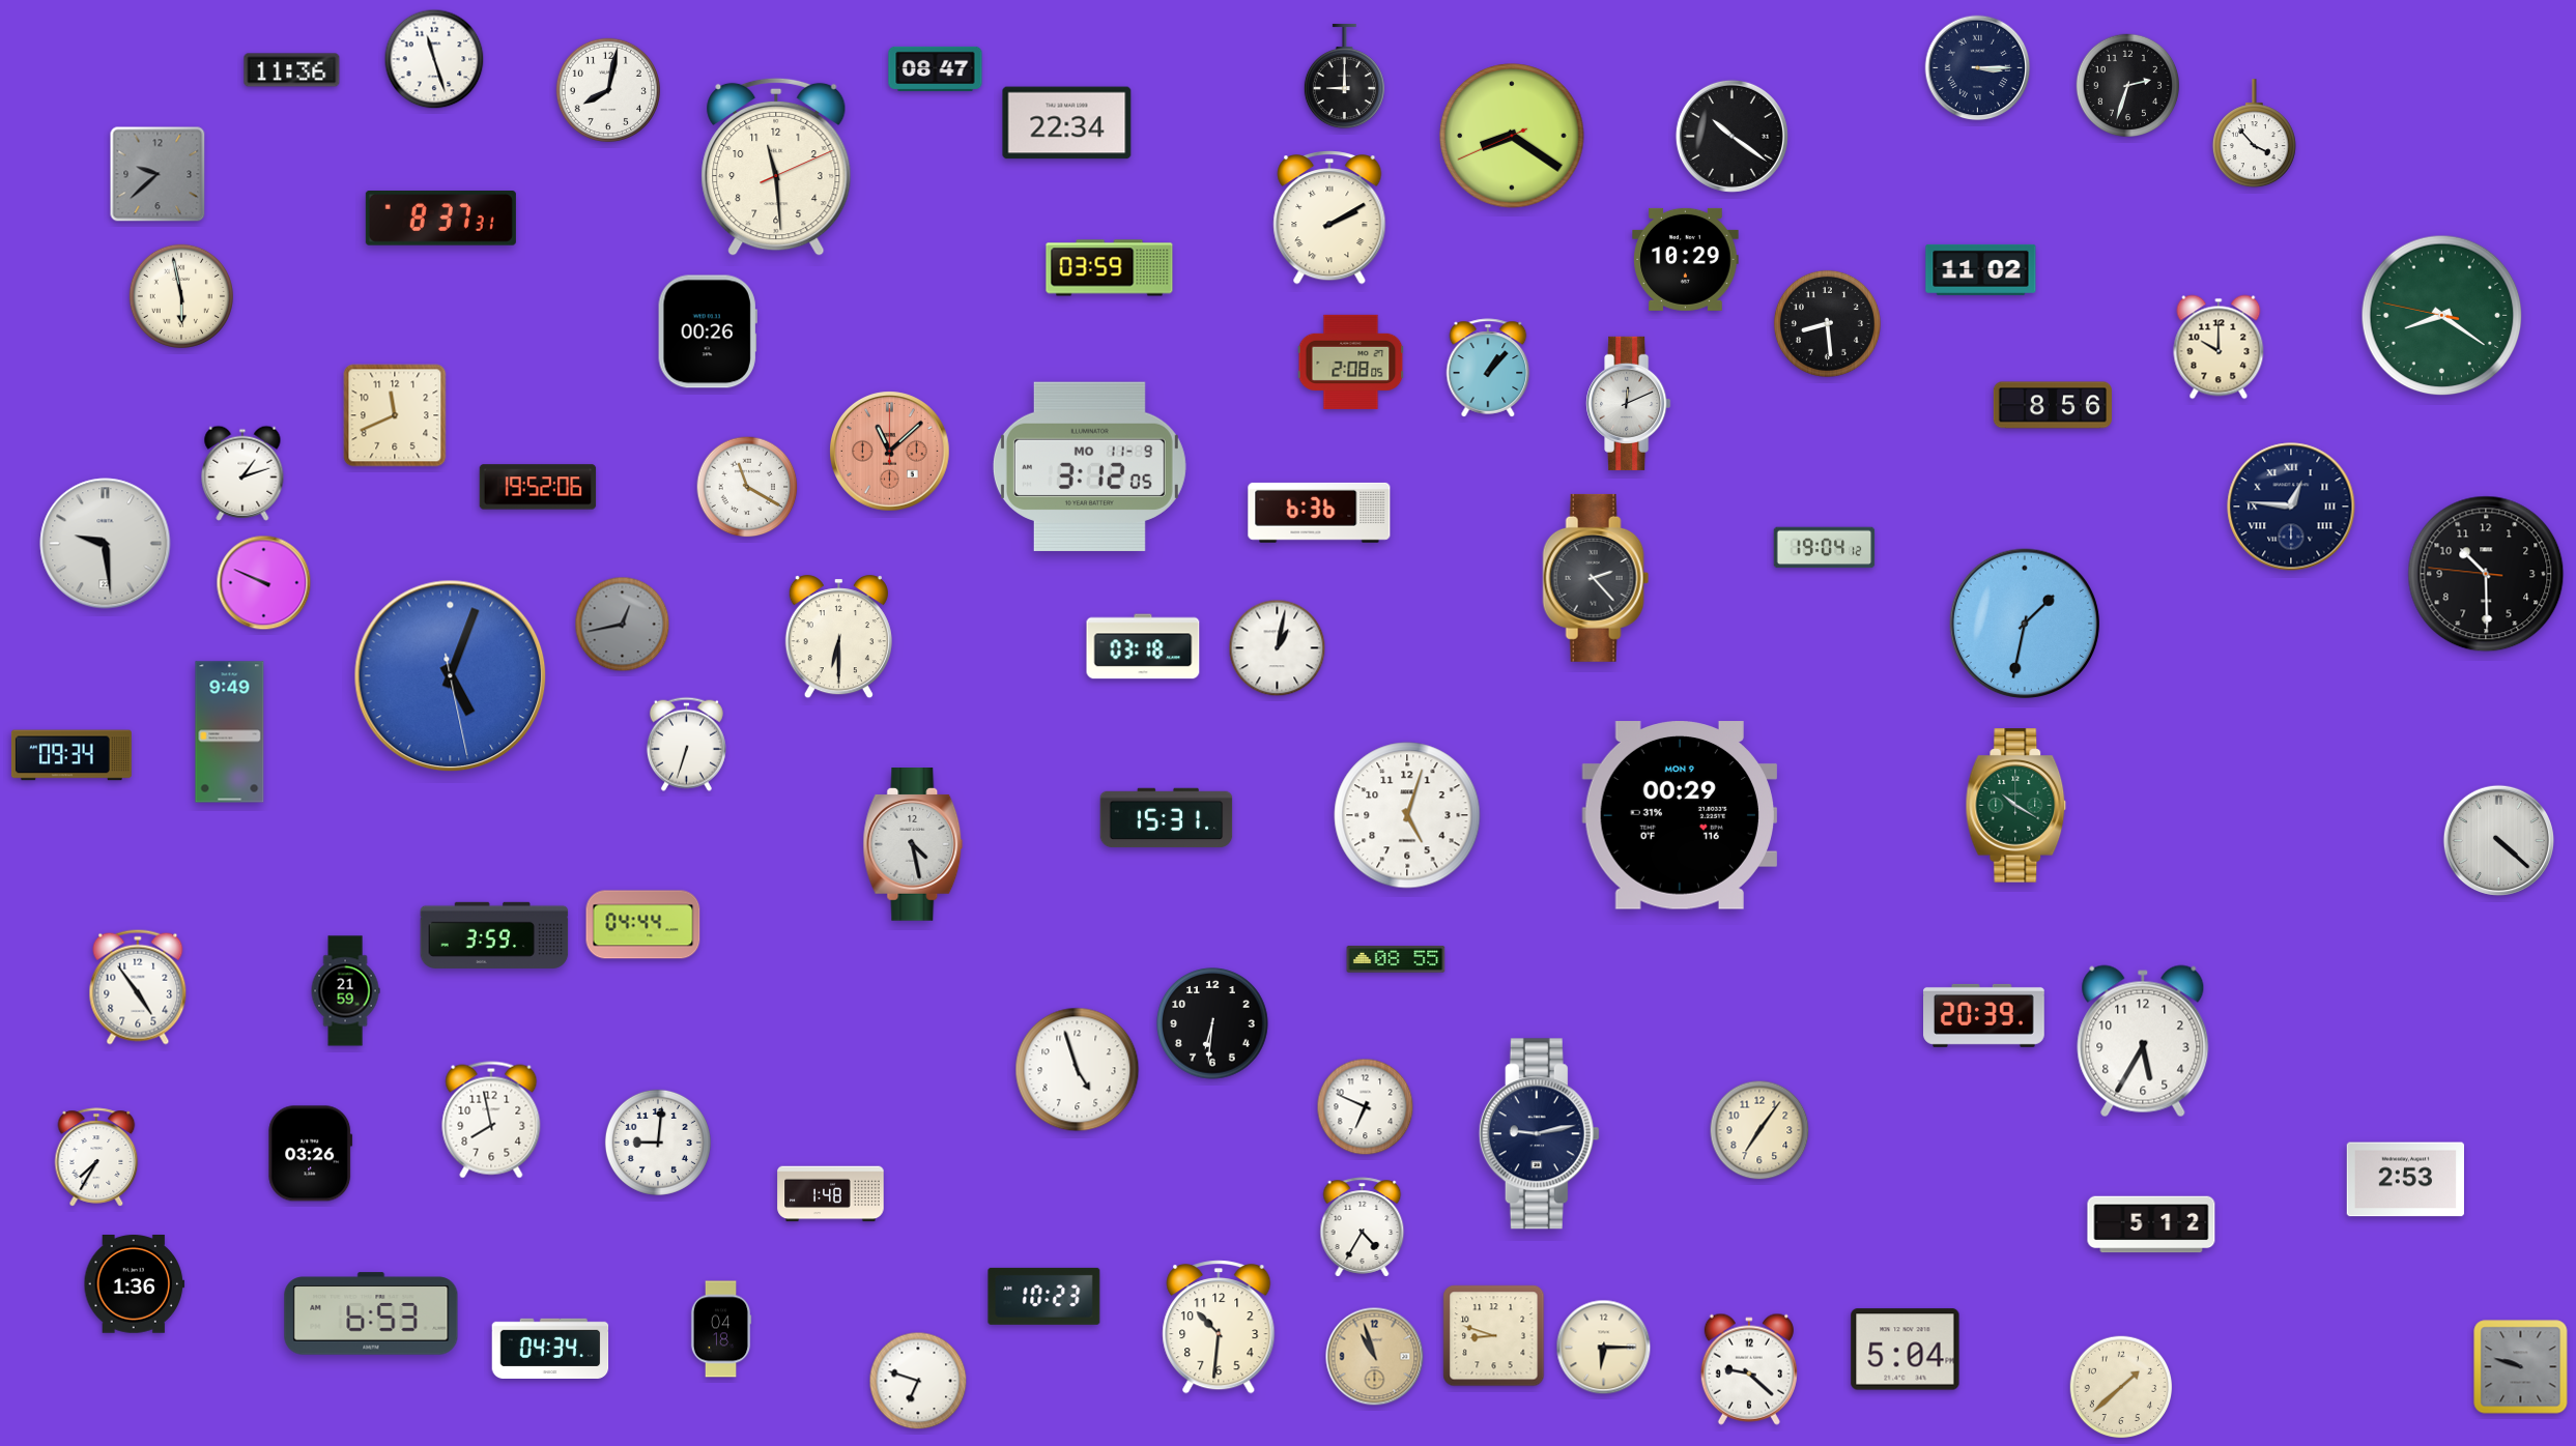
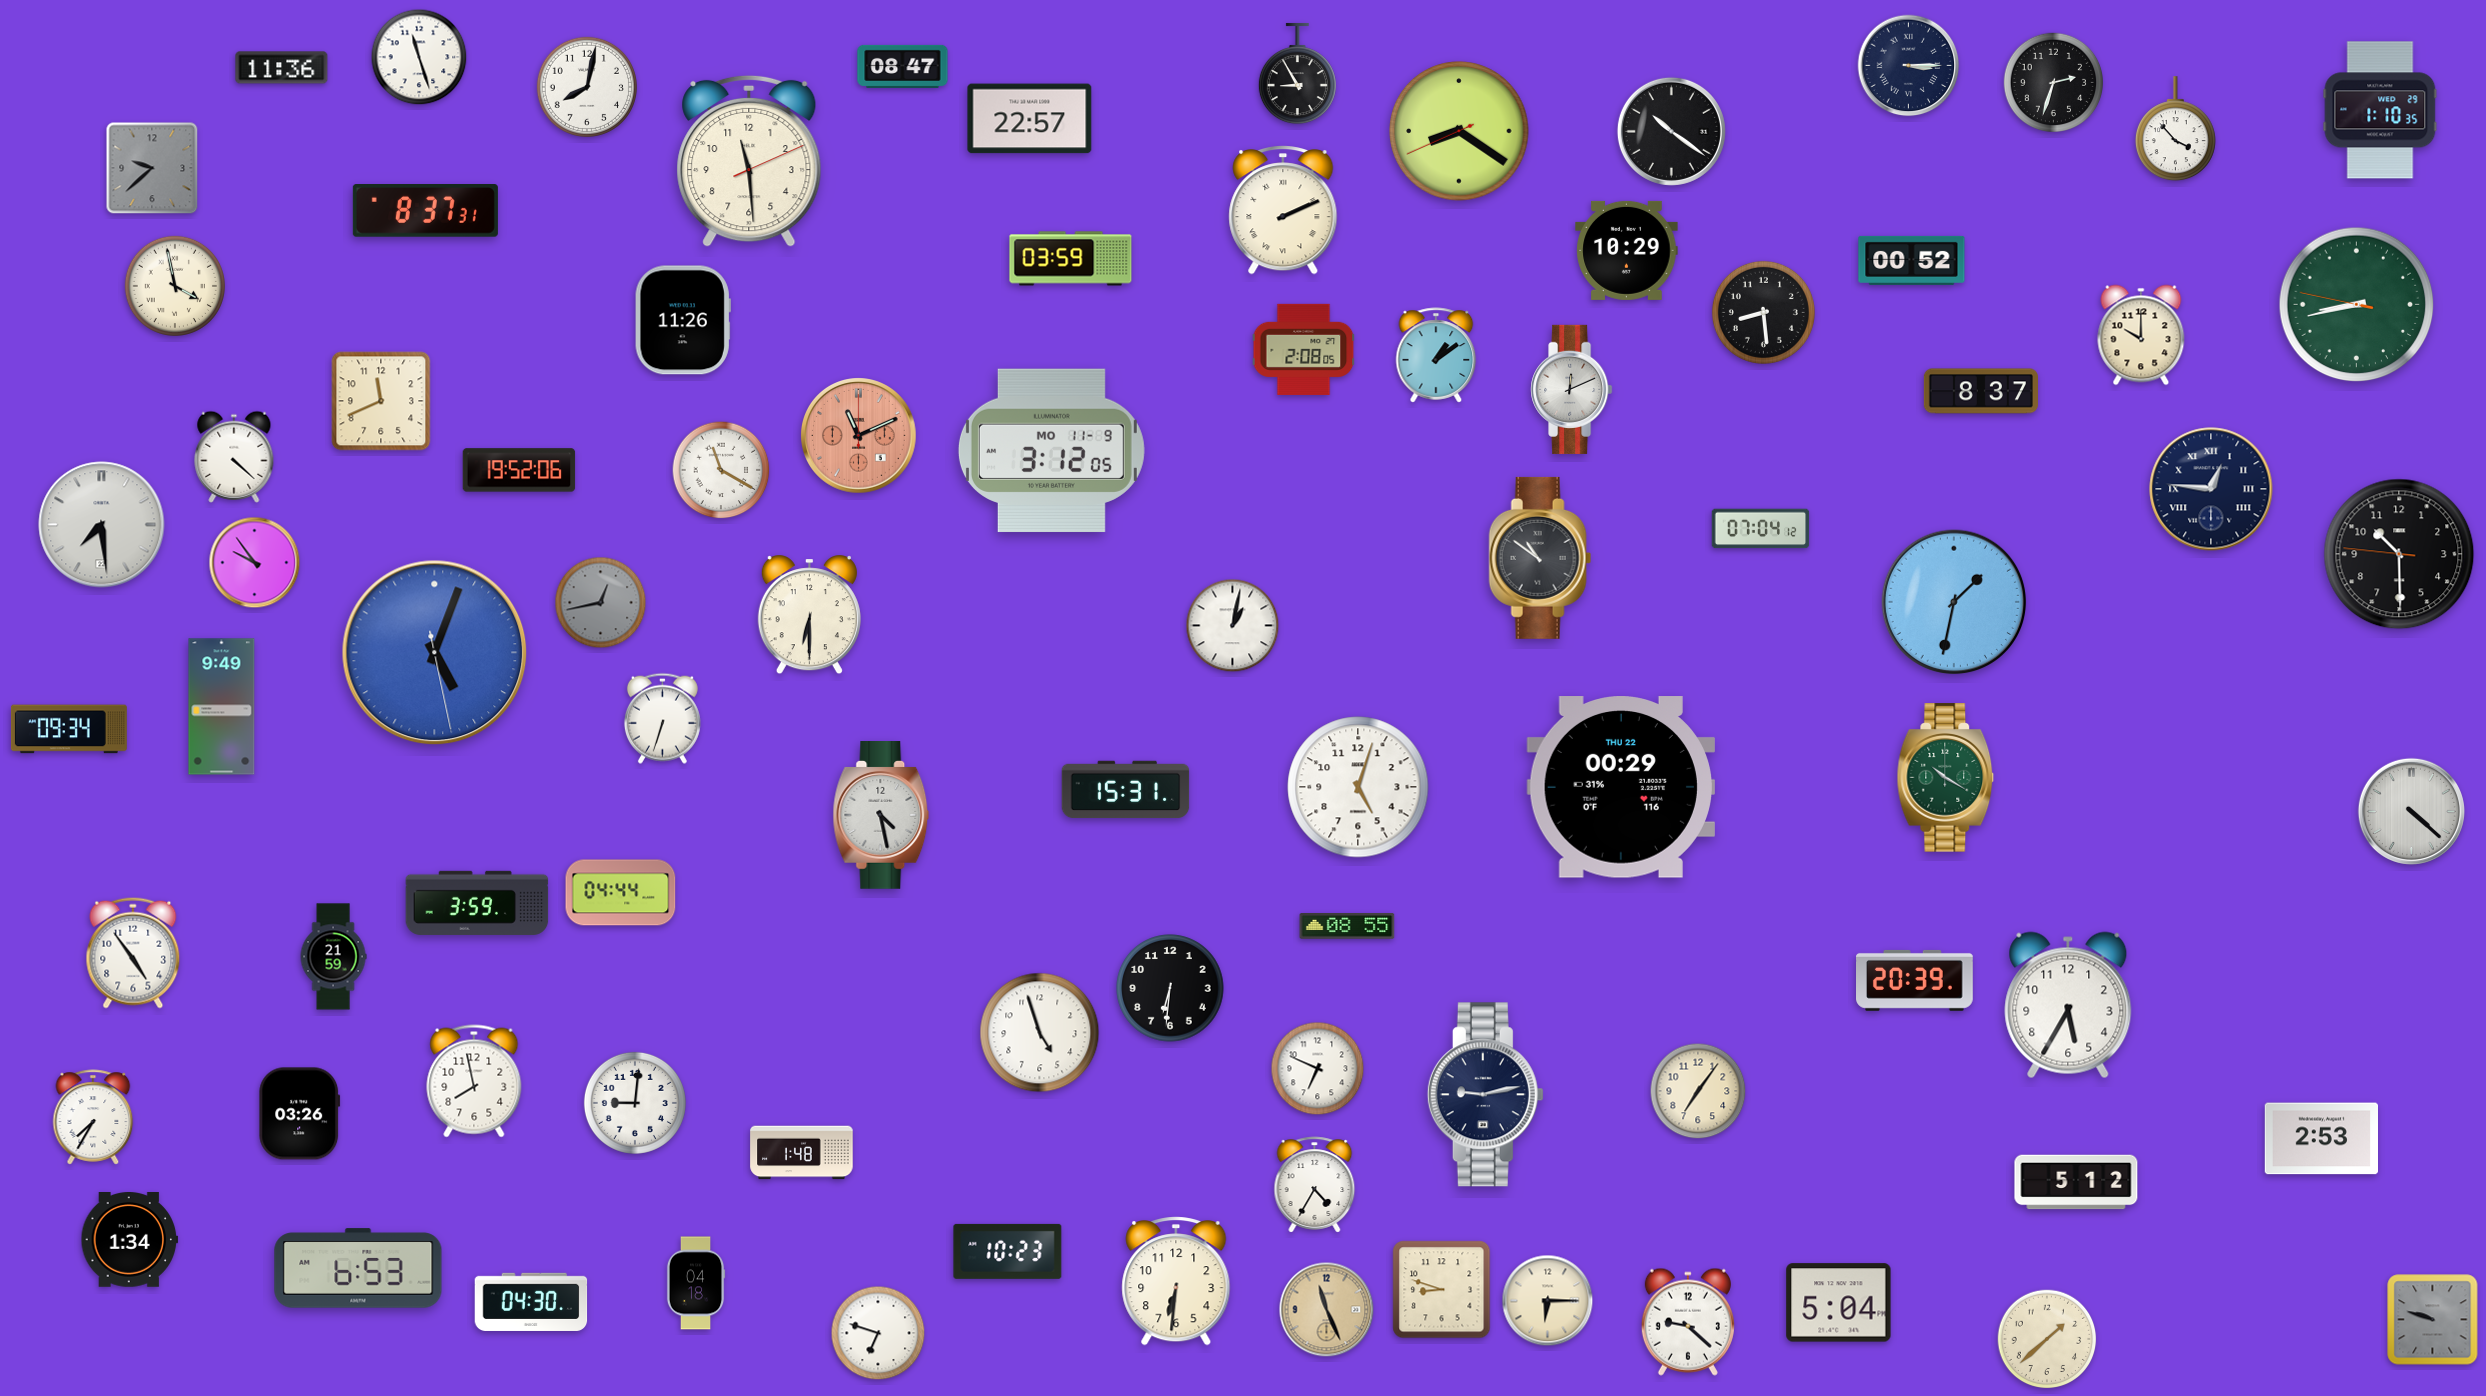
clock at (1344, 77): 9:00 -> 8:55
clock at (2380, 110): none -> 1:10
clock at (1067, 123): 22:34 -> 22:57
clock at (1329, 219): 2:10 -> 2:11
clock at (1981, 269): 11:02 -> 00:52
clock at (181, 296): 5:58 -> 3:58
clock at (2442, 316): 8:20 -> 8:42
clock at (708, 331): 00:26 -> 11:26
clock at (1488, 368): 1:07 -> 1:09
clock at (2053, 405): 8:56 -> 8:37
clock at (890, 452): 11:08 -> 11:11
clock at (242, 473): 1:12 -> 4:22
clock at (1319, 513): 6:36 -> none
clock at (106, 544): 9:29 -> 7:29
clock at (1825, 548): 19:04 -> 07:04
clock at (1596, 578): 2:23 -> 10:51
clock at (264, 583): 9:49 -> 9:54
clock at (1143, 646): 03:18 -> none
clock at (1679, 815) date: MON 9 -> THU 22
clock at (135, 1284): 1:36 -> 1:34
clock at (1219, 1328): 10:31 -> 6:31
clock at (550, 1349): 04:34 -> 04:30
clock at (1375, 1357): 10:57 -> 11:26
clock at (918, 1381) position: (918, 1381) -> (878, 1333)
